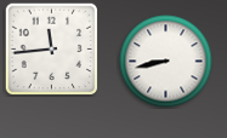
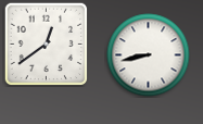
clock at (51, 48): 11:44 -> 12:39
